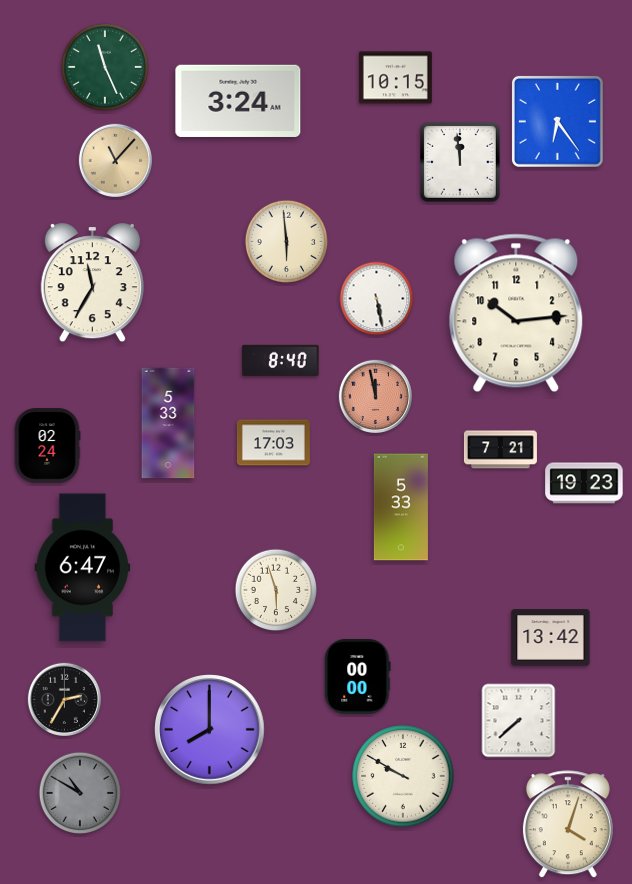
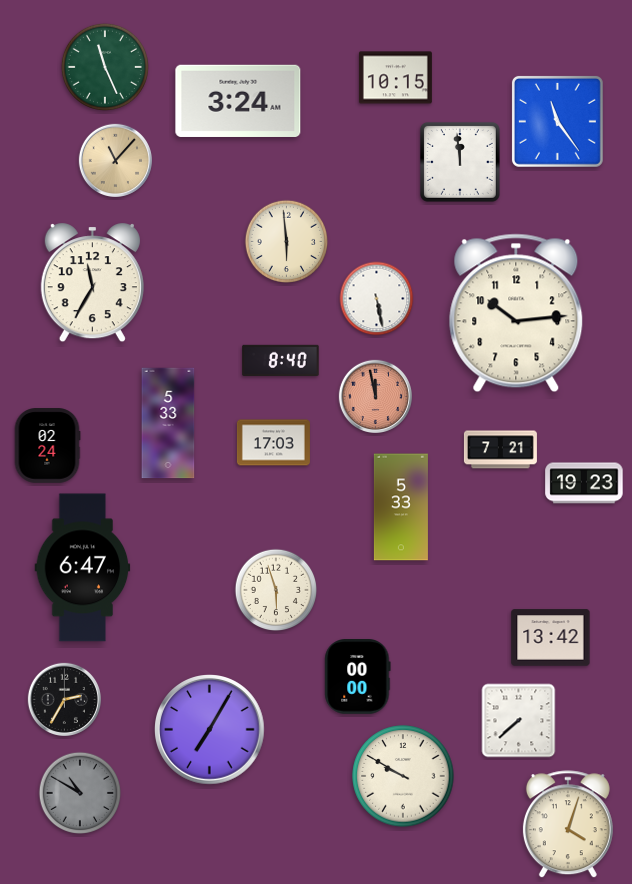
clock at (557, 121): 6:24 -> 11:24
clock at (210, 730): 8:00 -> 7:05
